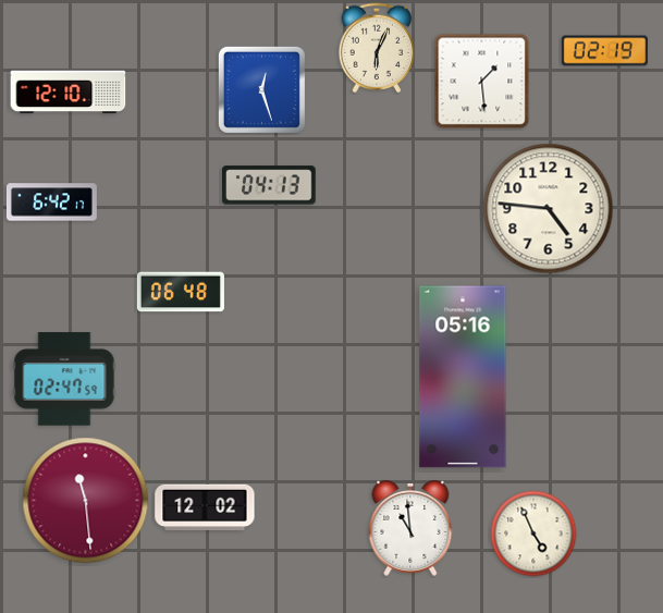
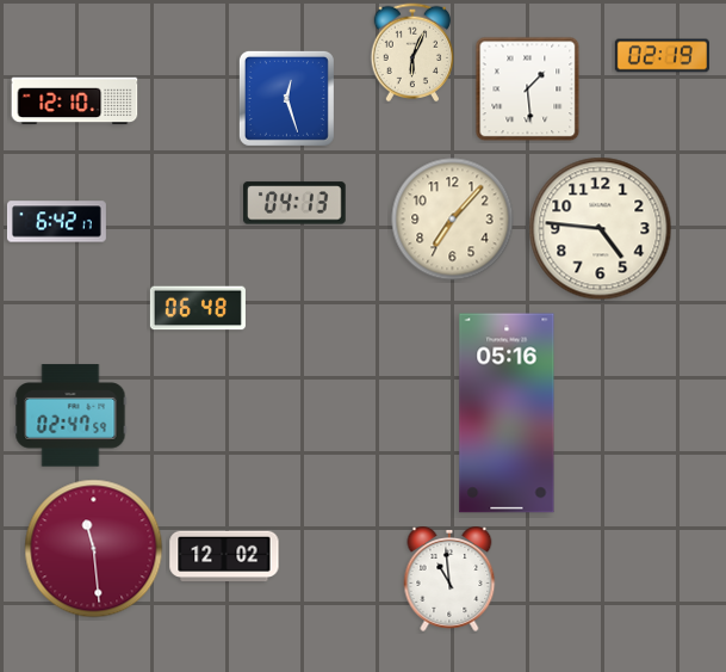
clock at (453, 220): none -> 7:07
clock at (181, 292) position: (181, 292) -> (198, 308)
clock at (533, 534): 4:56 -> none
